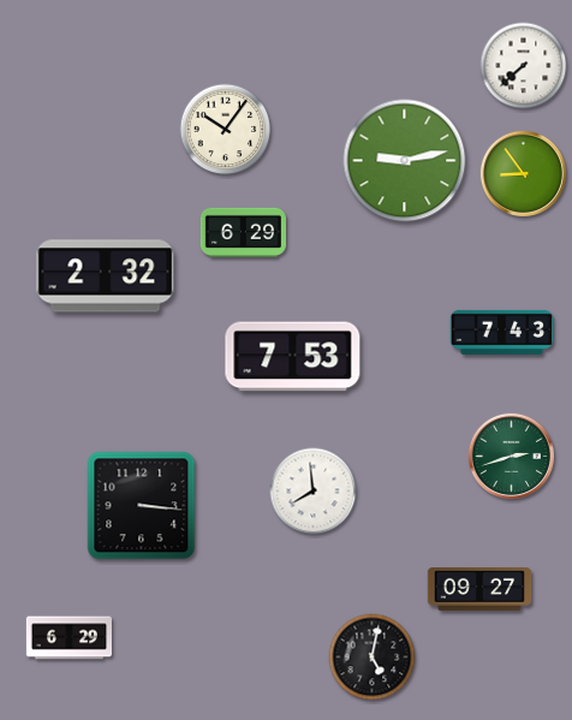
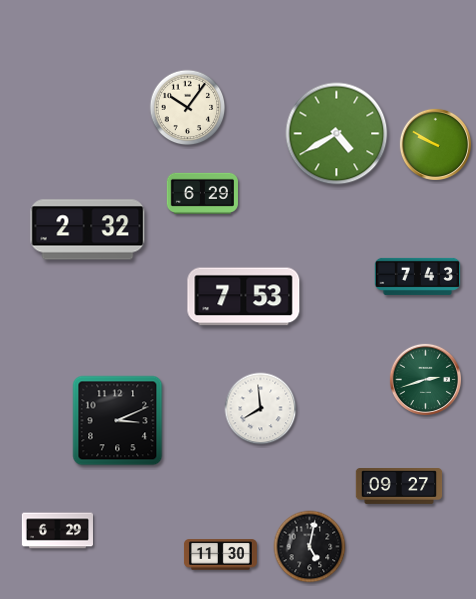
clock at (524, 66): 7:38 -> none
clock at (405, 161): 9:13 -> 4:40
clock at (523, 173): 8:54 -> 9:50
clock at (142, 506): 3:16 -> 3:11
clock at (479, 590) position: (479, 590) -> (399, 487)
clock at (220, 555): none -> 11:30
